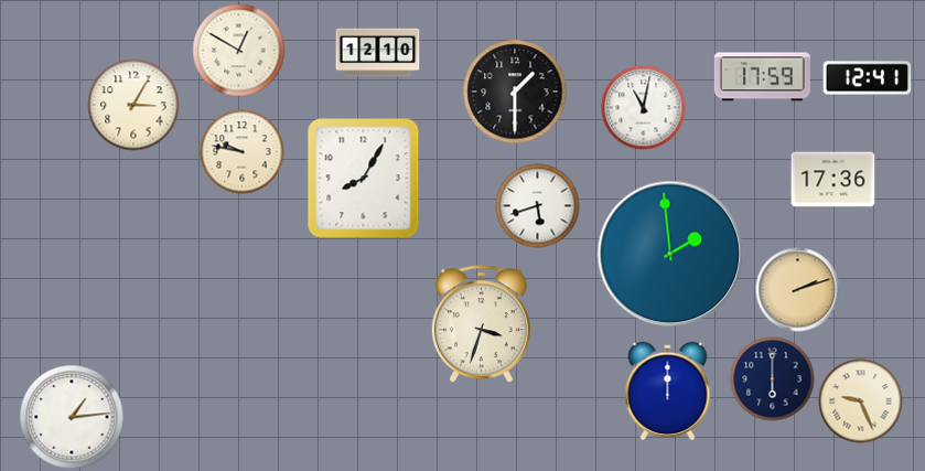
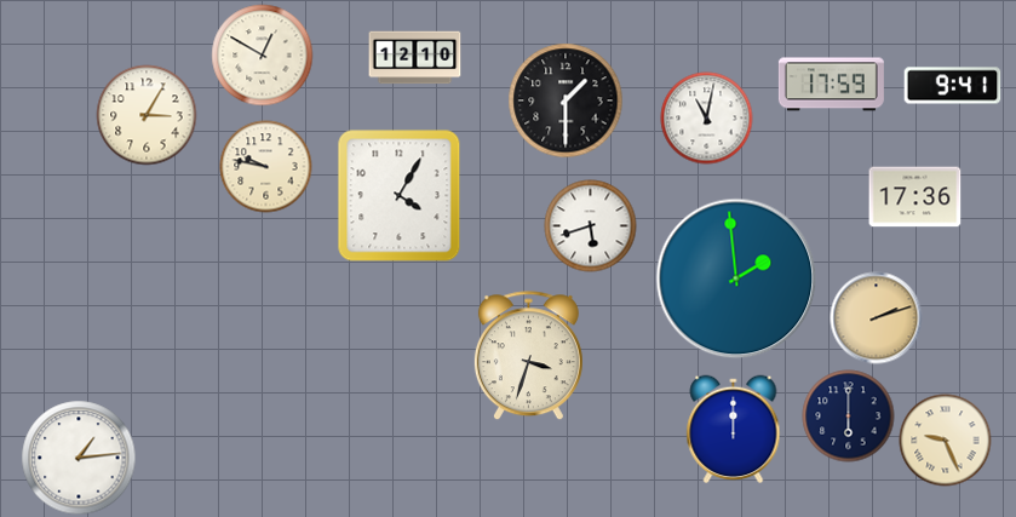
clock at (762, 77) position: (762, 77) -> (831, 85)
clock at (868, 78): 12:41 -> 9:41
clock at (364, 179): 8:05 -> 4:05
